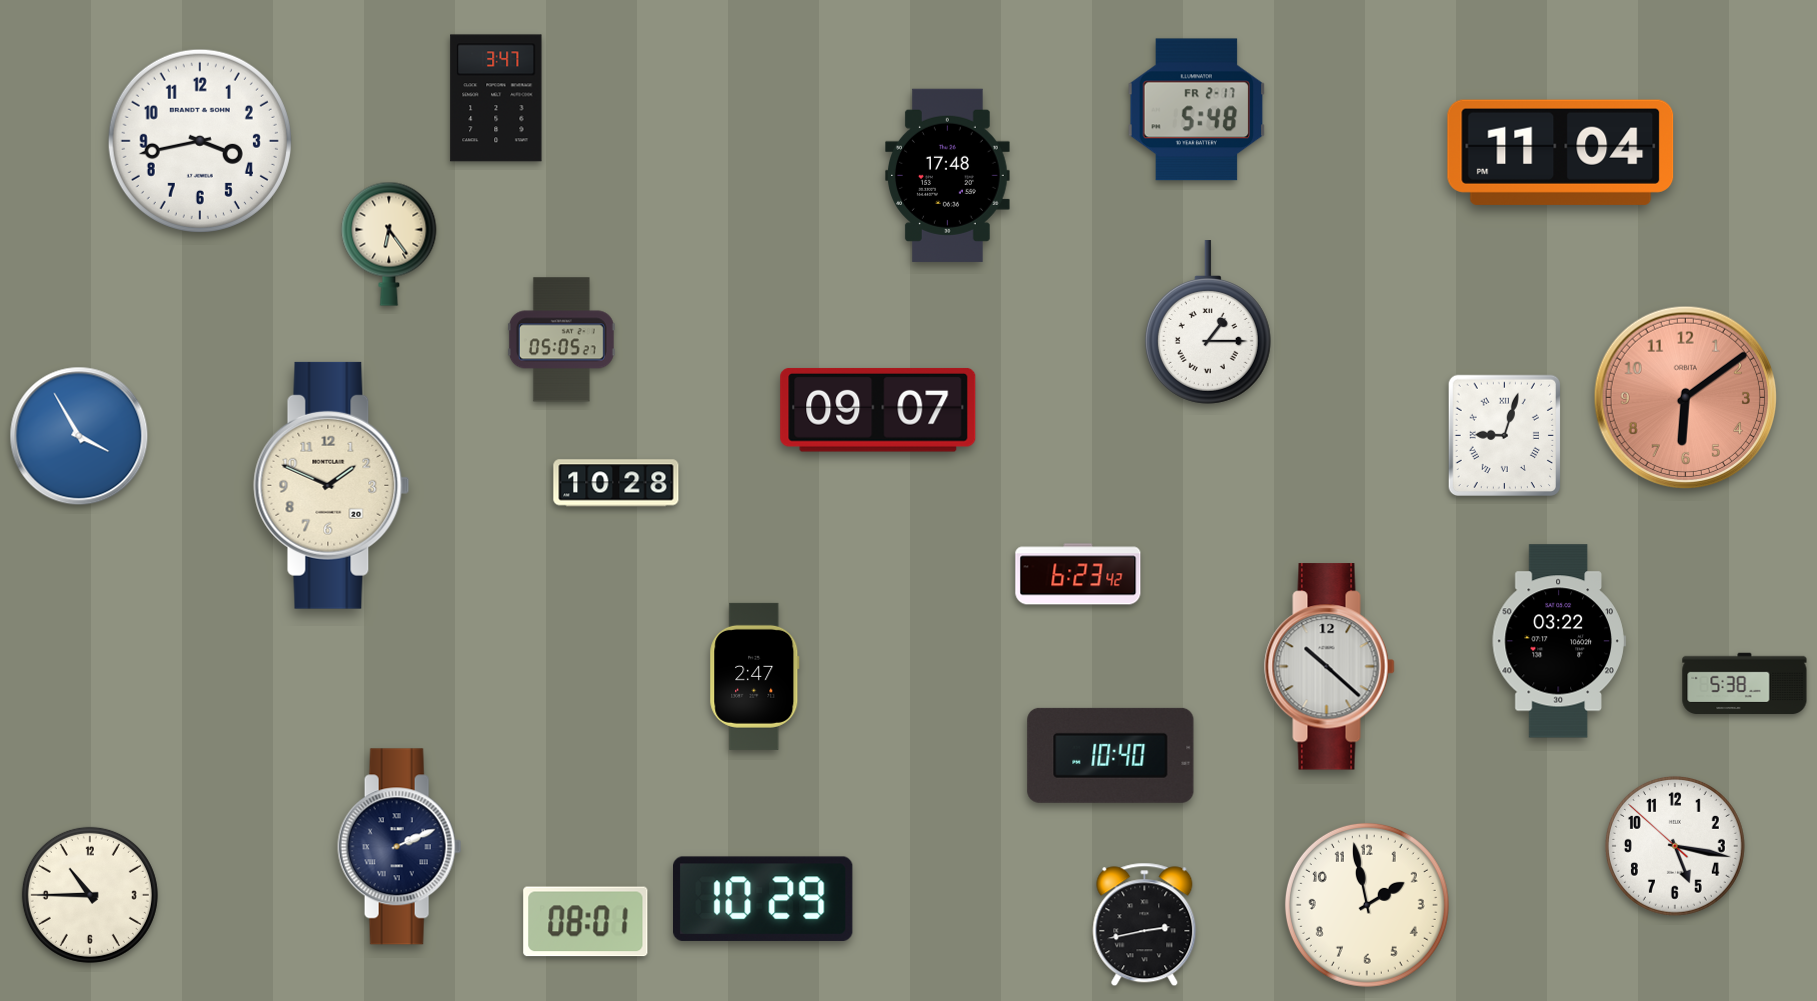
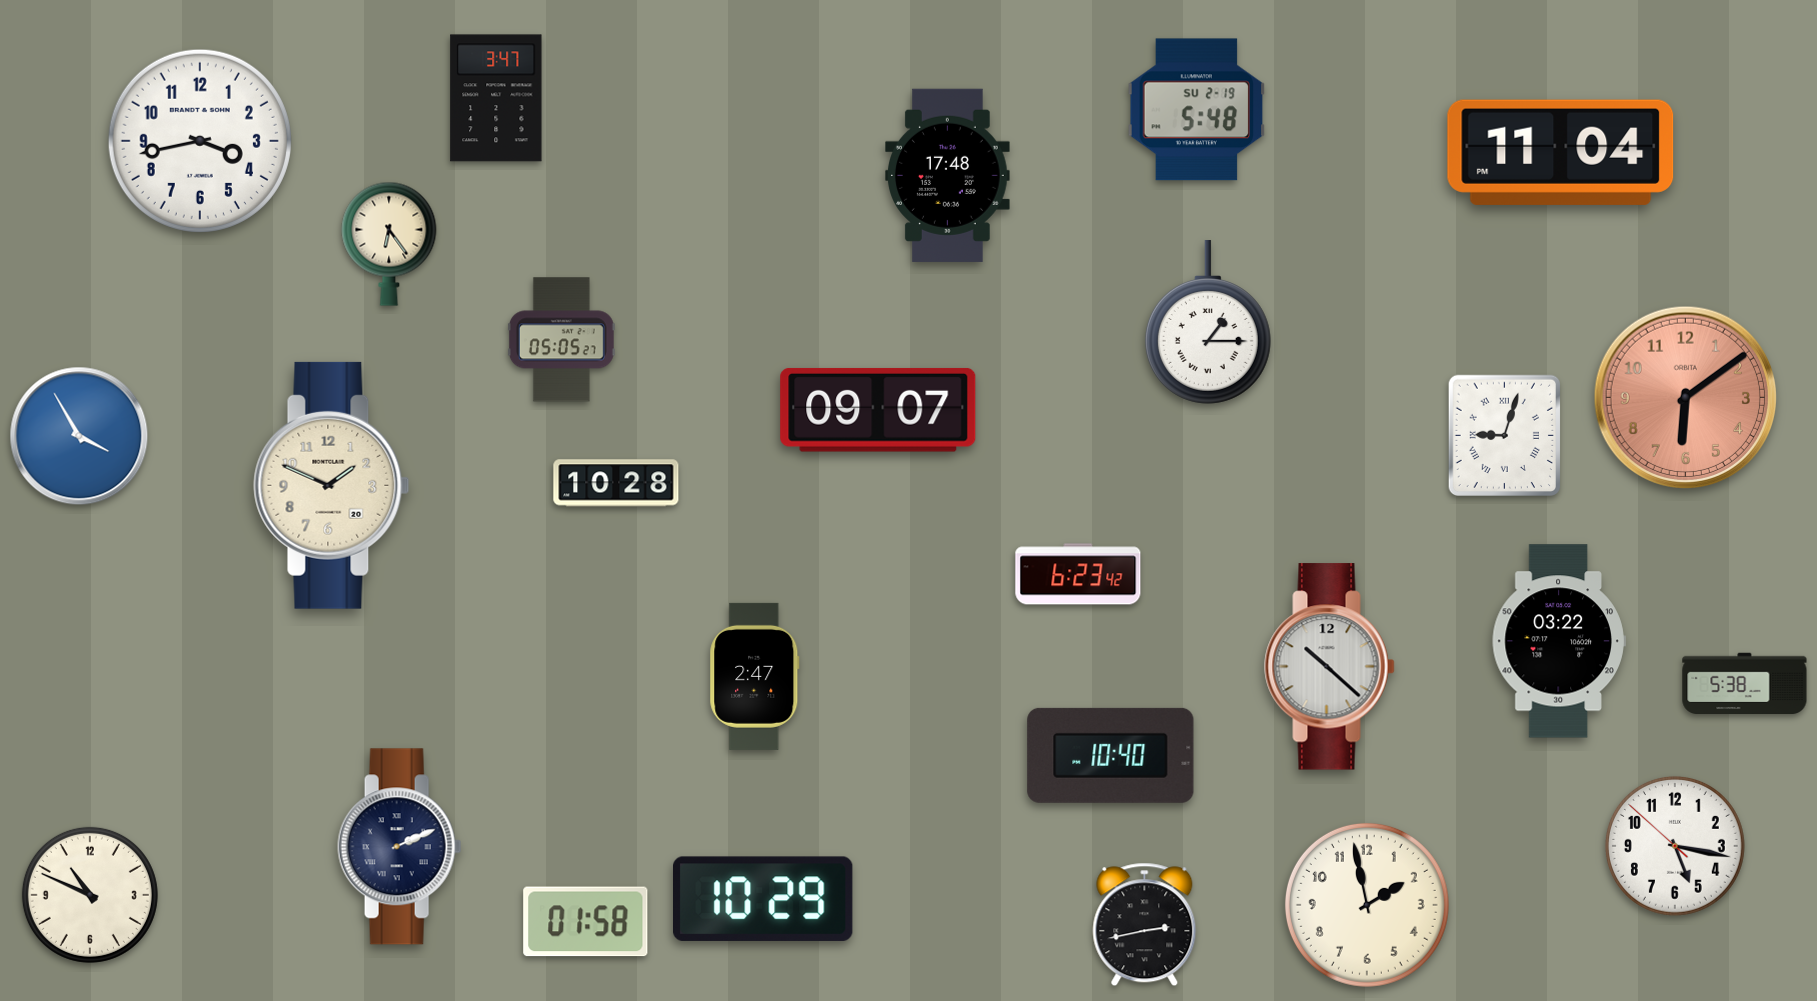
clock at (1197, 110) date: FR 2-17 -> SU 2-19
clock at (90, 895): 10:45 -> 10:49
clock at (586, 922): 08:01 -> 01:58
